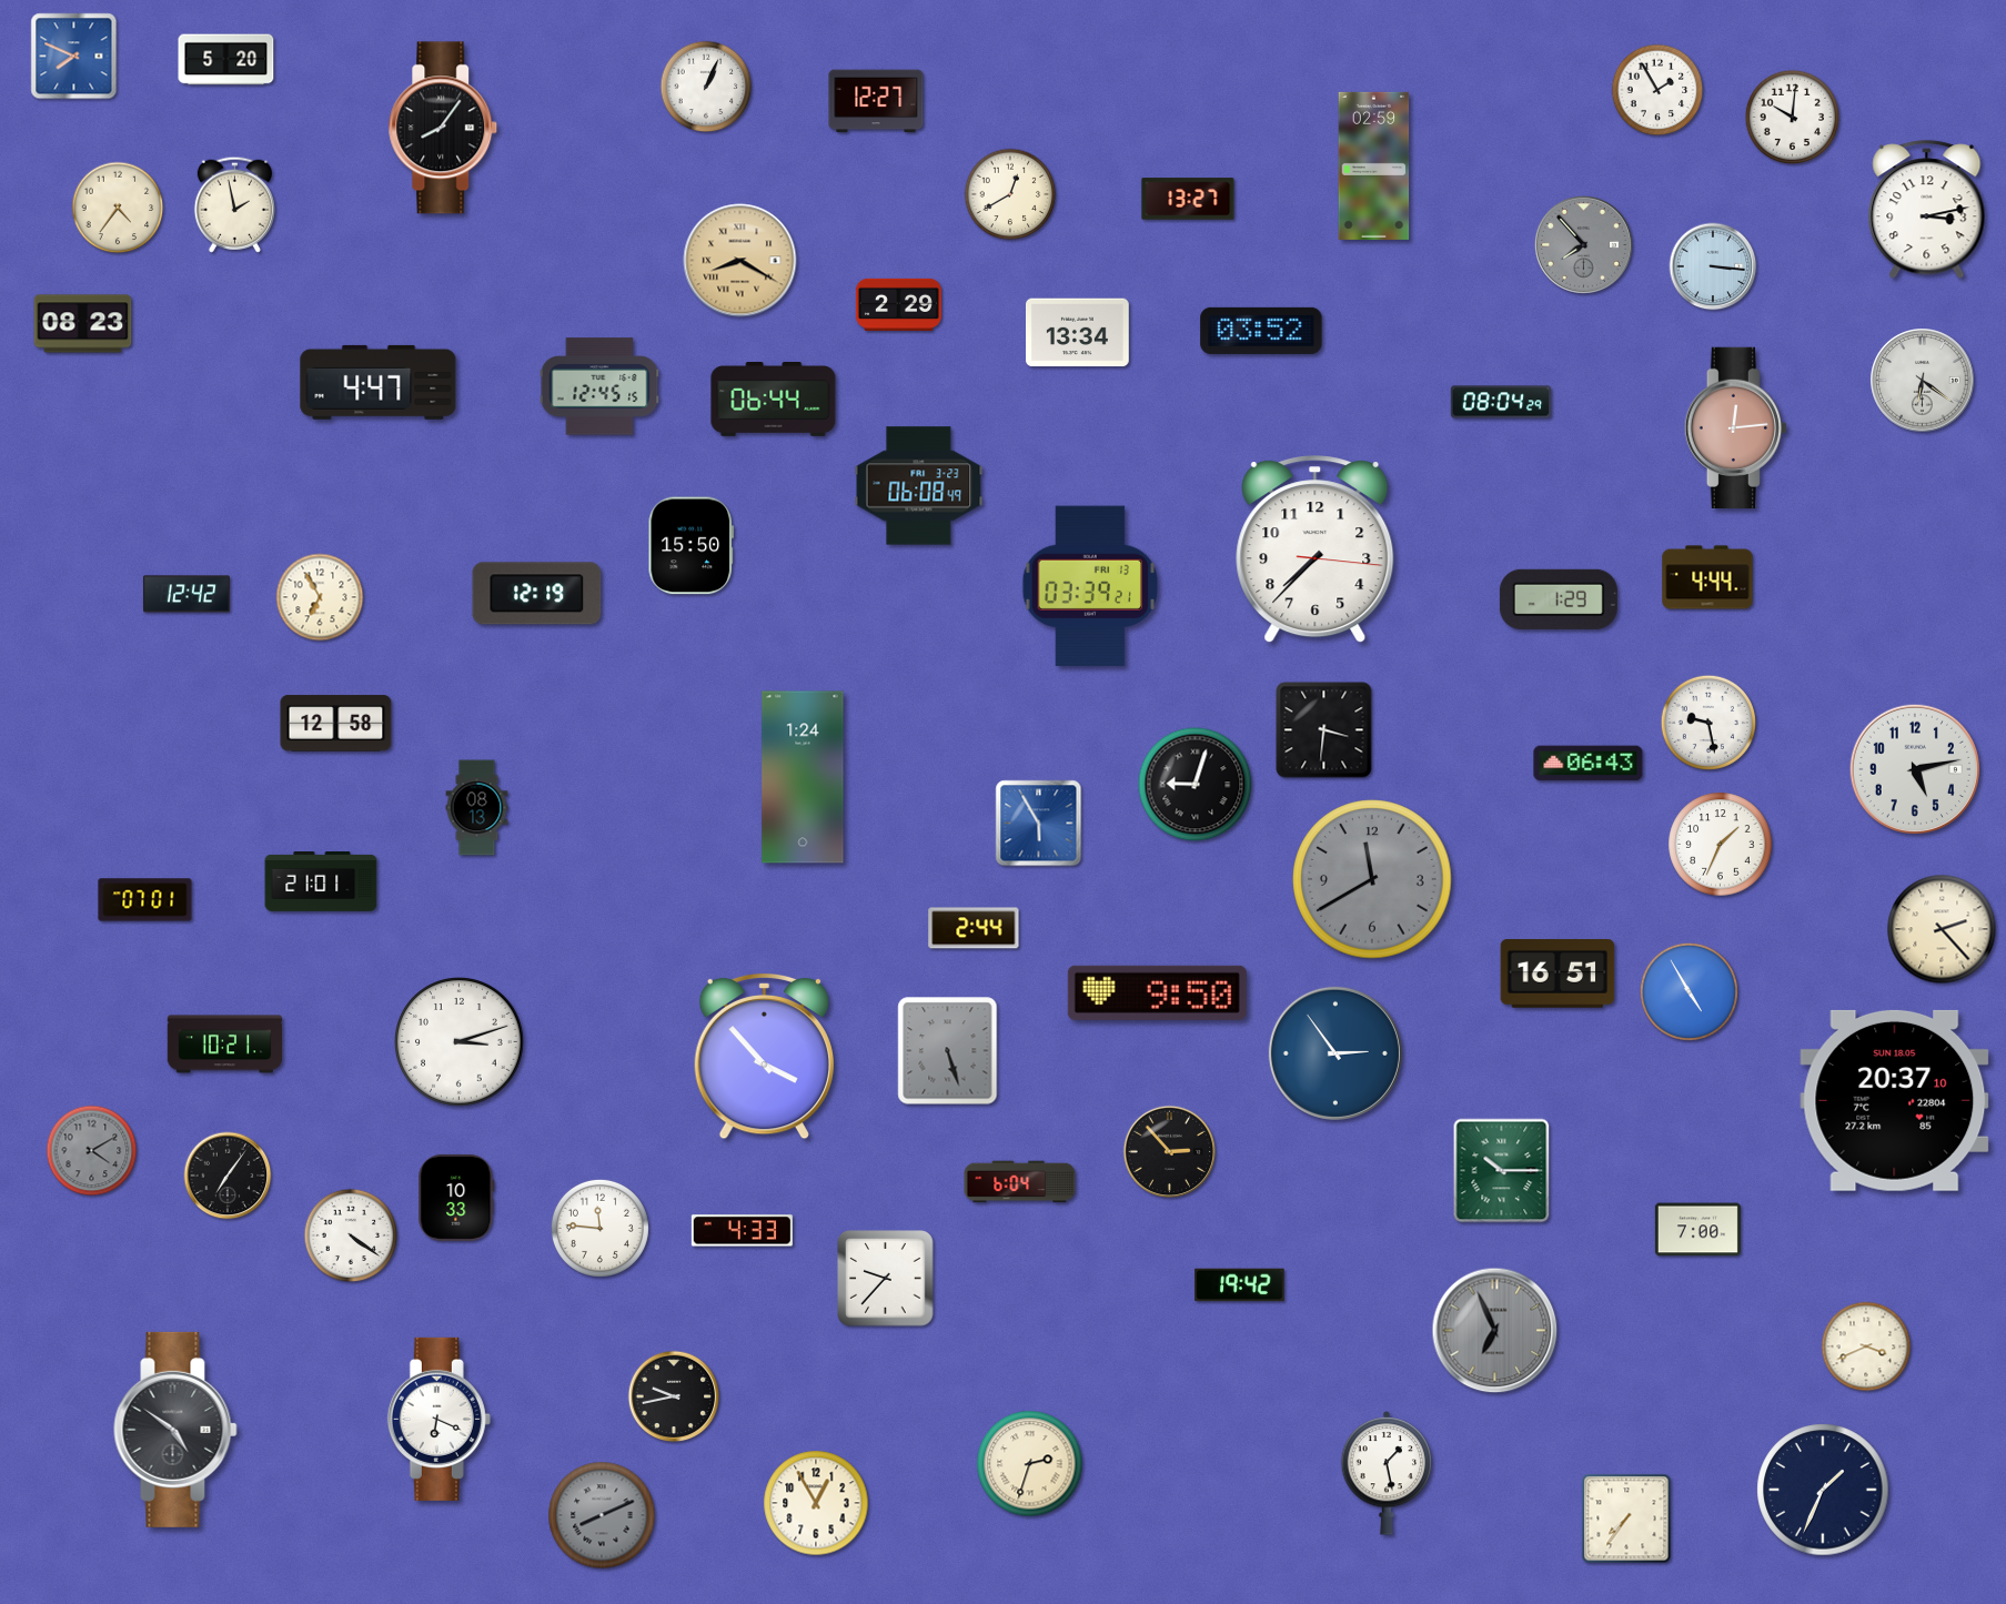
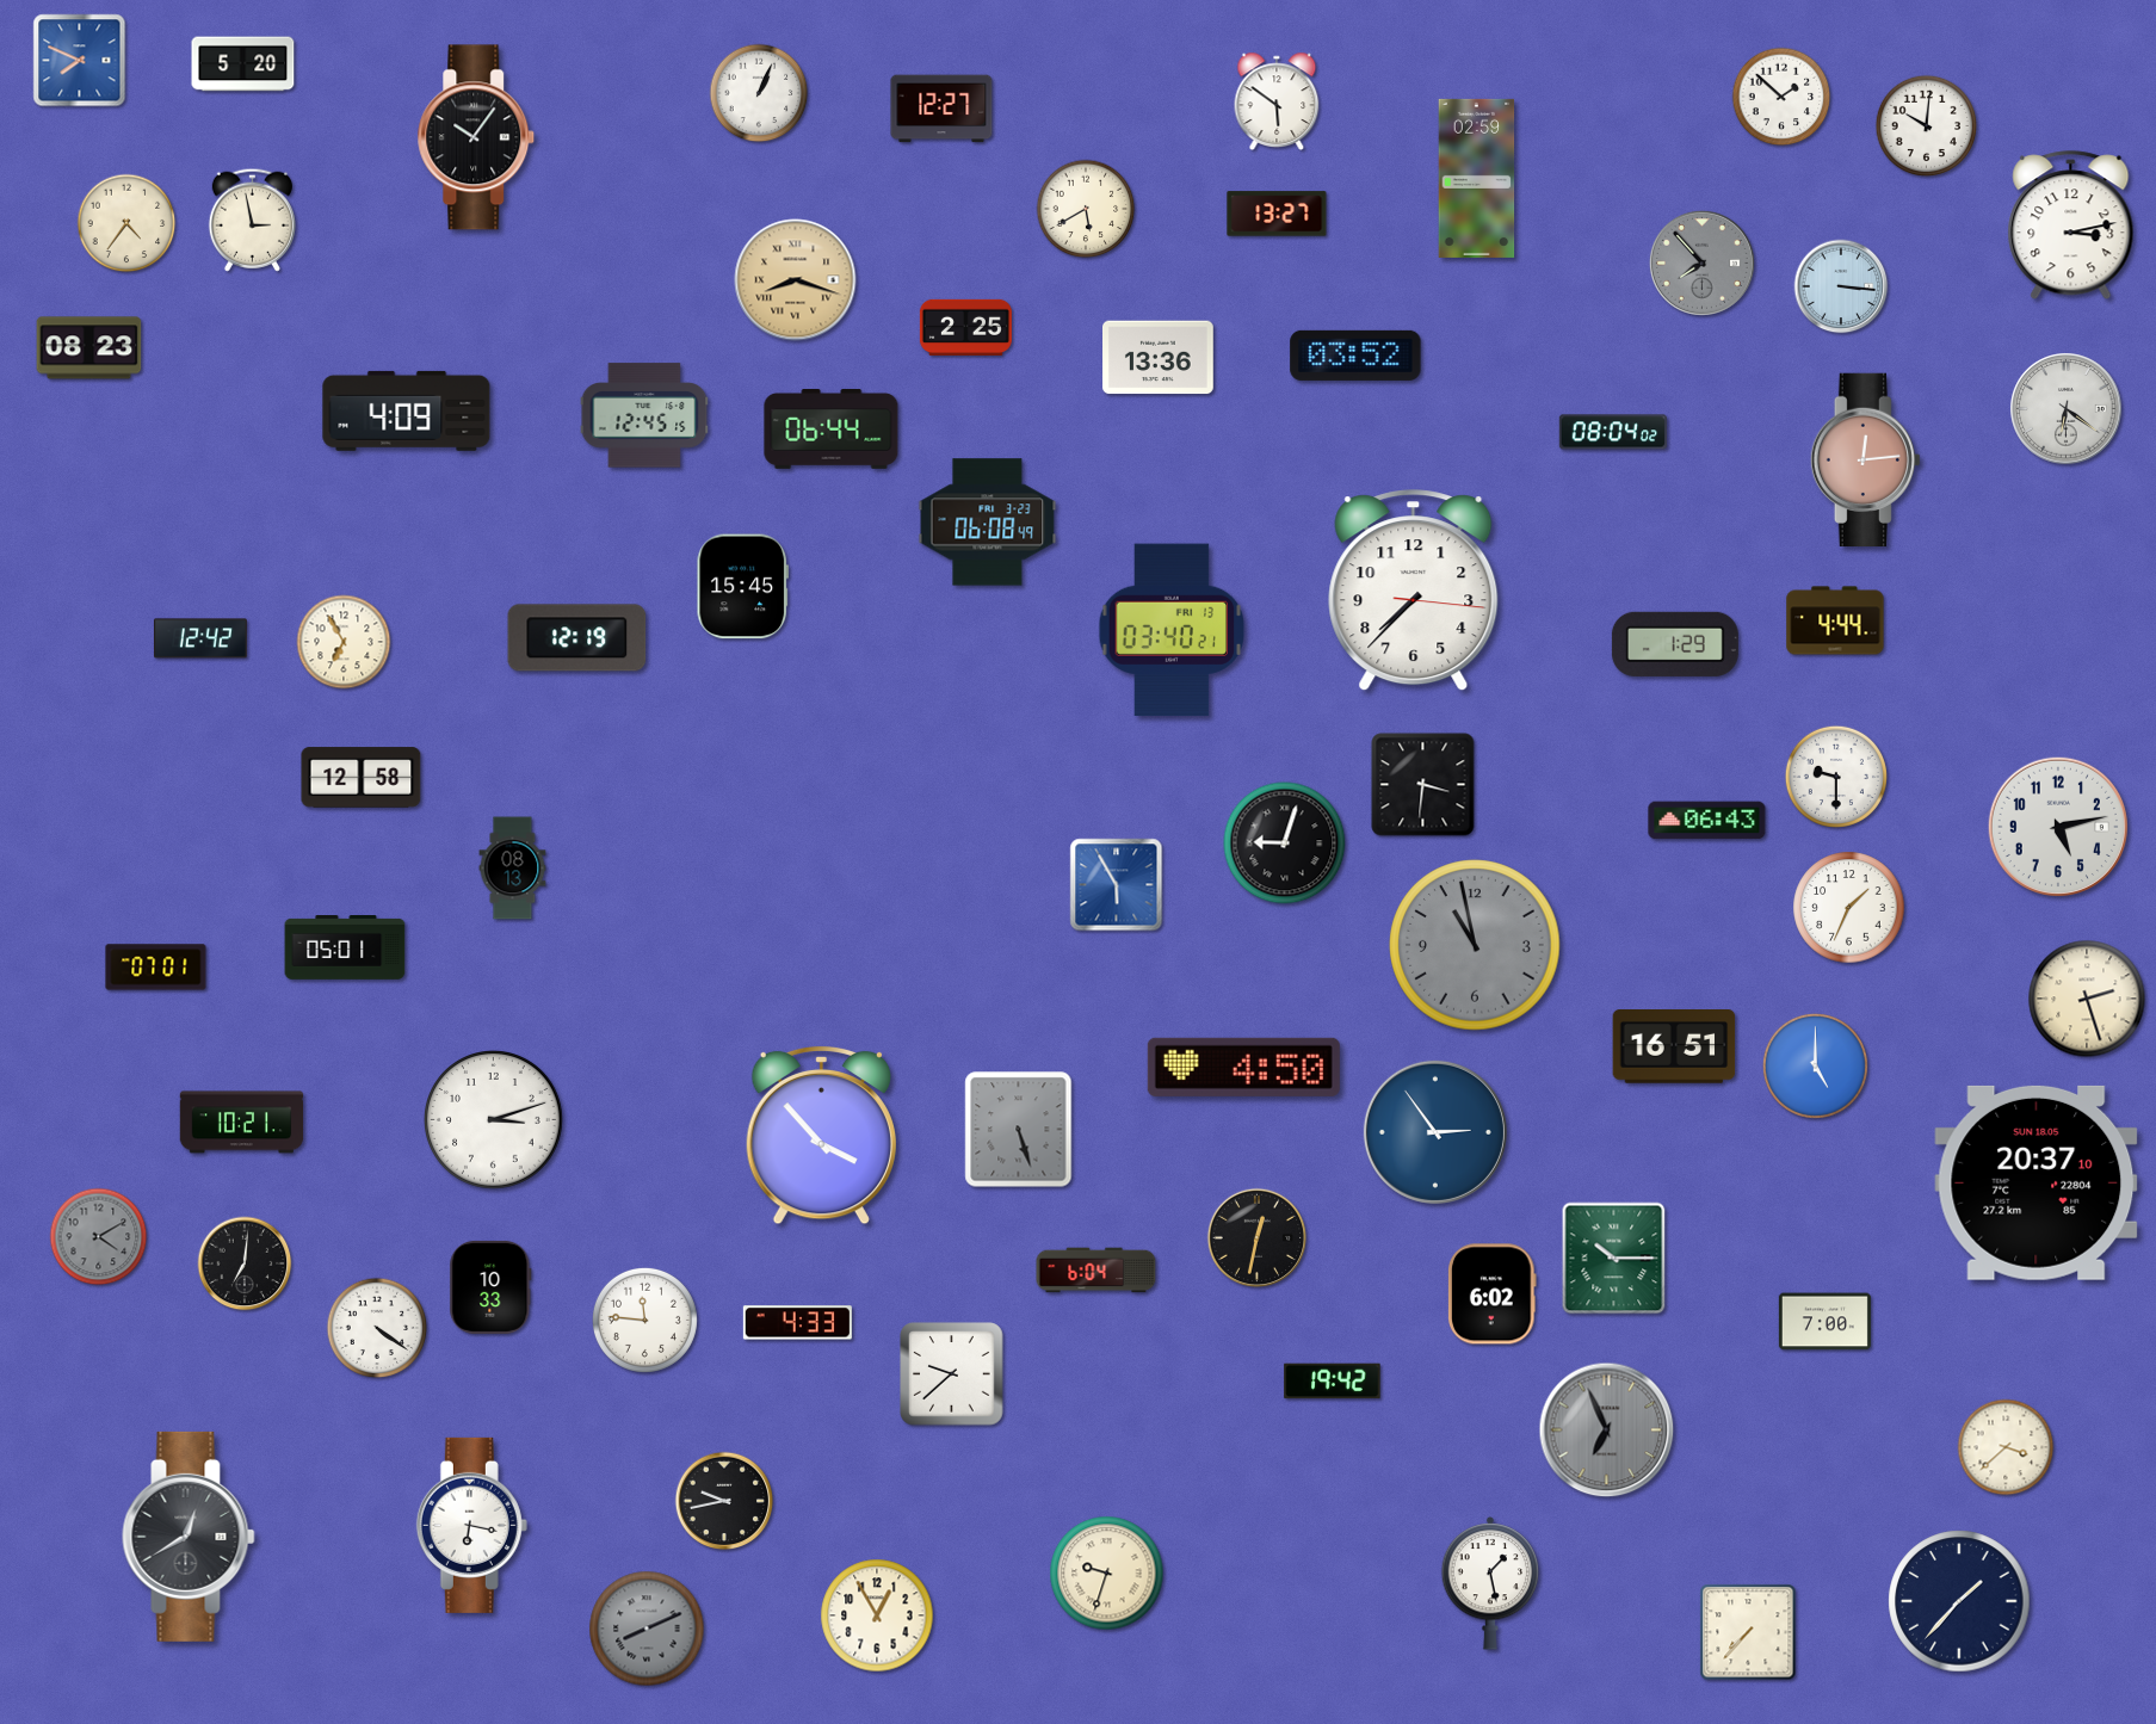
clock at (1657, 90): 1:55 -> 1:52
clock at (1277, 100): none -> 5:51
clock at (443, 128): 8:06 -> 10:06
clock at (1010, 194): 12:40 -> 5:40
clock at (234, 204): 1:58 -> 2:58
clock at (740, 261): 8:20 -> 8:18
clock at (898, 304): 2:29 -> 2:25
clock at (1078, 333): 13:34 -> 13:36
clock at (379, 382): 4:47 -> 4:09
clock at (1501, 402): 08:04:29 -> 08:04:02
clock at (690, 546): 15:50 -> 15:45
clock at (1090, 586): 03:39 -> 03:40
clock at (1707, 722): 9:28 -> 9:30
clock at (803, 777): 1:24 -> none
clock at (1372, 879): 11:40 -> 10:58
clock at (321, 882): 21:01 -> 05:01
clock at (974, 928): 2:44 -> none
clock at (1942, 929): 2:23 -> 2:27
clock at (1689, 991): 4:55 -> 5:00
clock at (1157, 992): 9:50 -> 4:50
clock at (1170, 1152): 2:53 -> 12:32
clock at (228, 1176): 7:06 -> 7:01
clock at (1493, 1294): none -> 6:02
clock at (886, 1279): 9:37 -> 9:38
clock at (1866, 1346): 3:41 -> 3:38
clock at (439, 1419): 6:19 -> 6:17
clock at (175, 1430): 4:51 -> 12:40
clock at (1030, 1464): 2:33 -> 9:33
clock at (1823, 1490): 1:34 -> 1:37
clock at (1626, 1519): 7:36 -> 7:37
